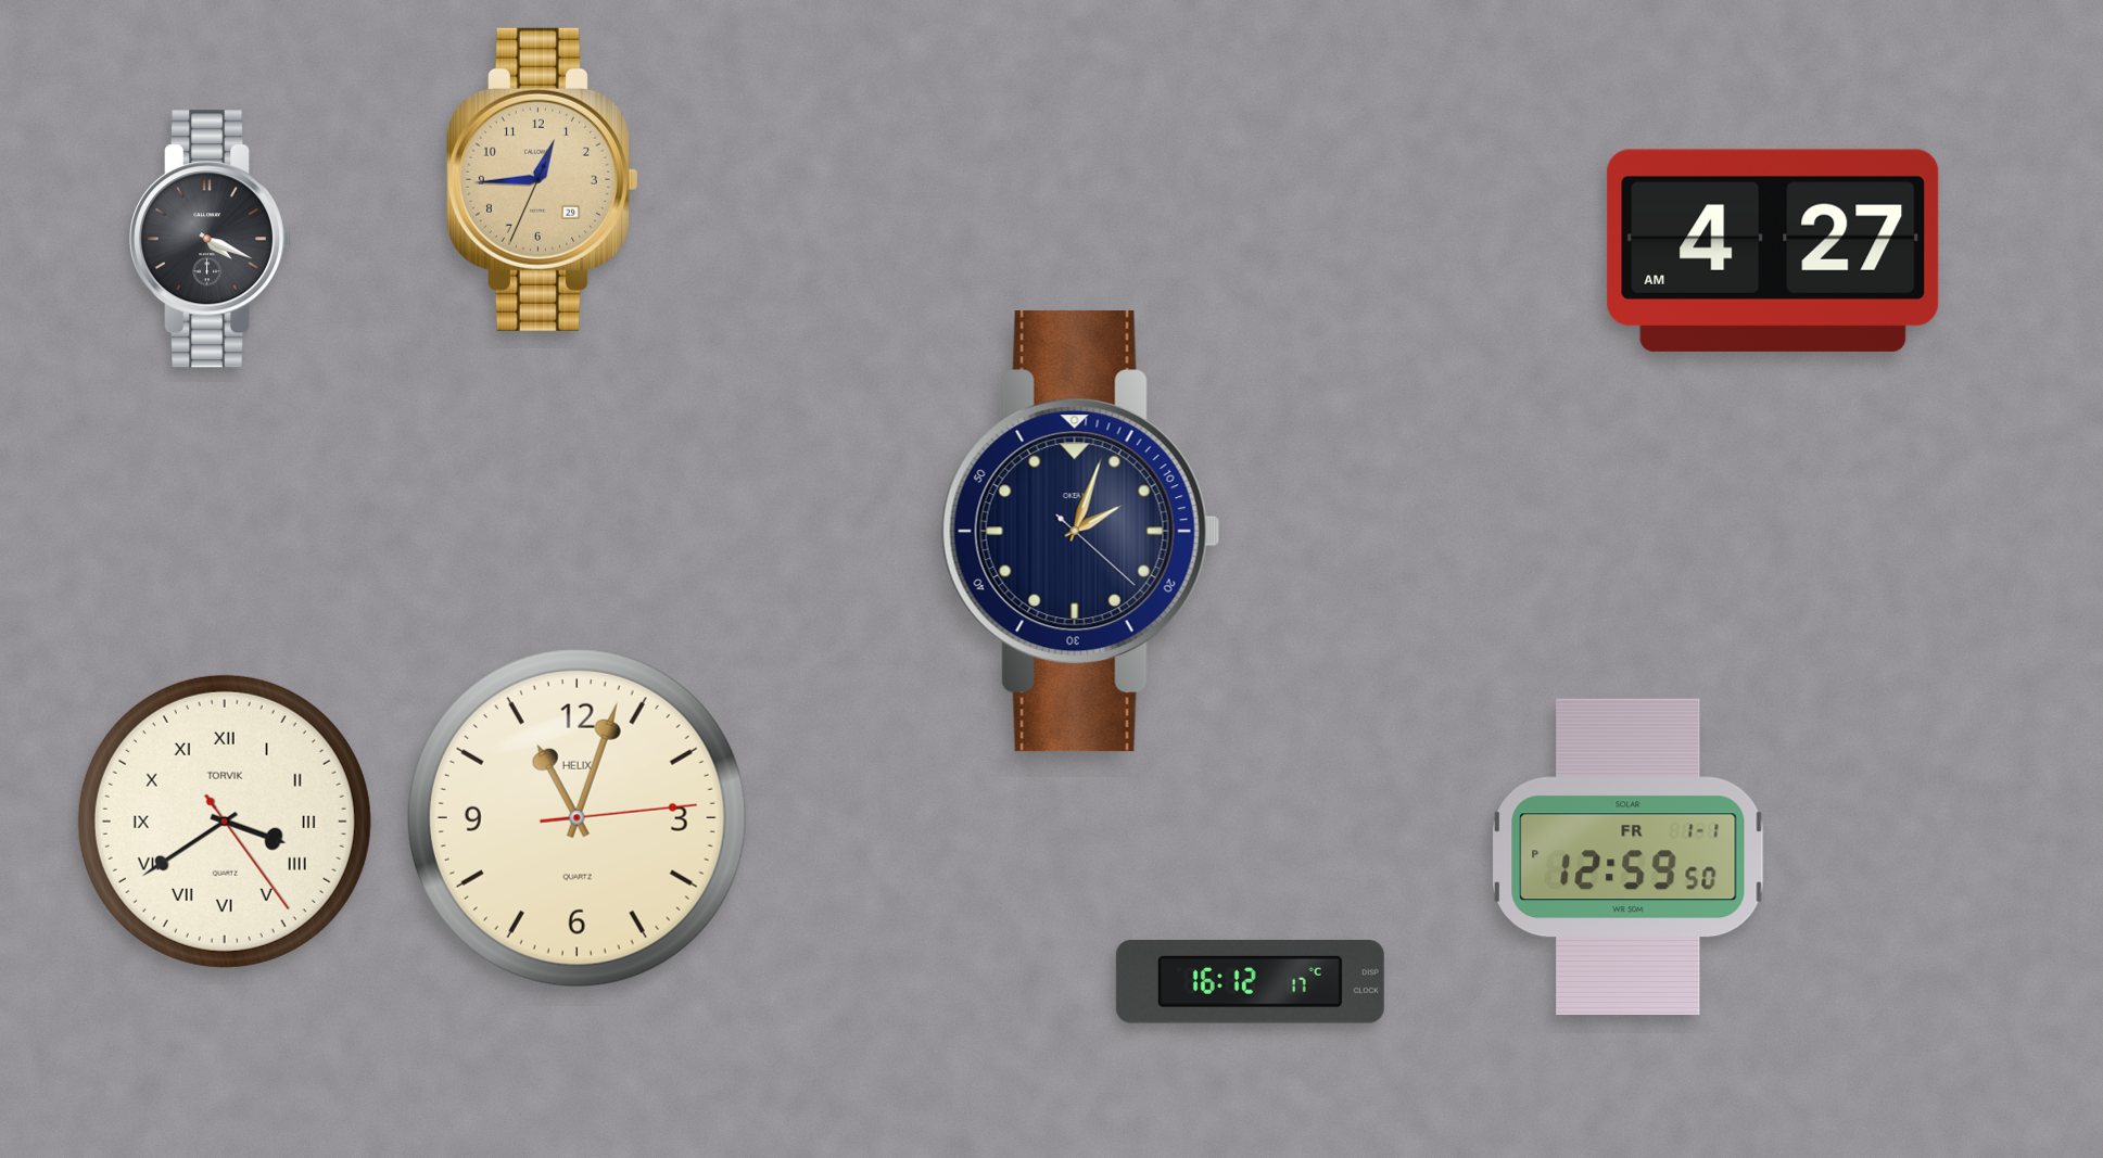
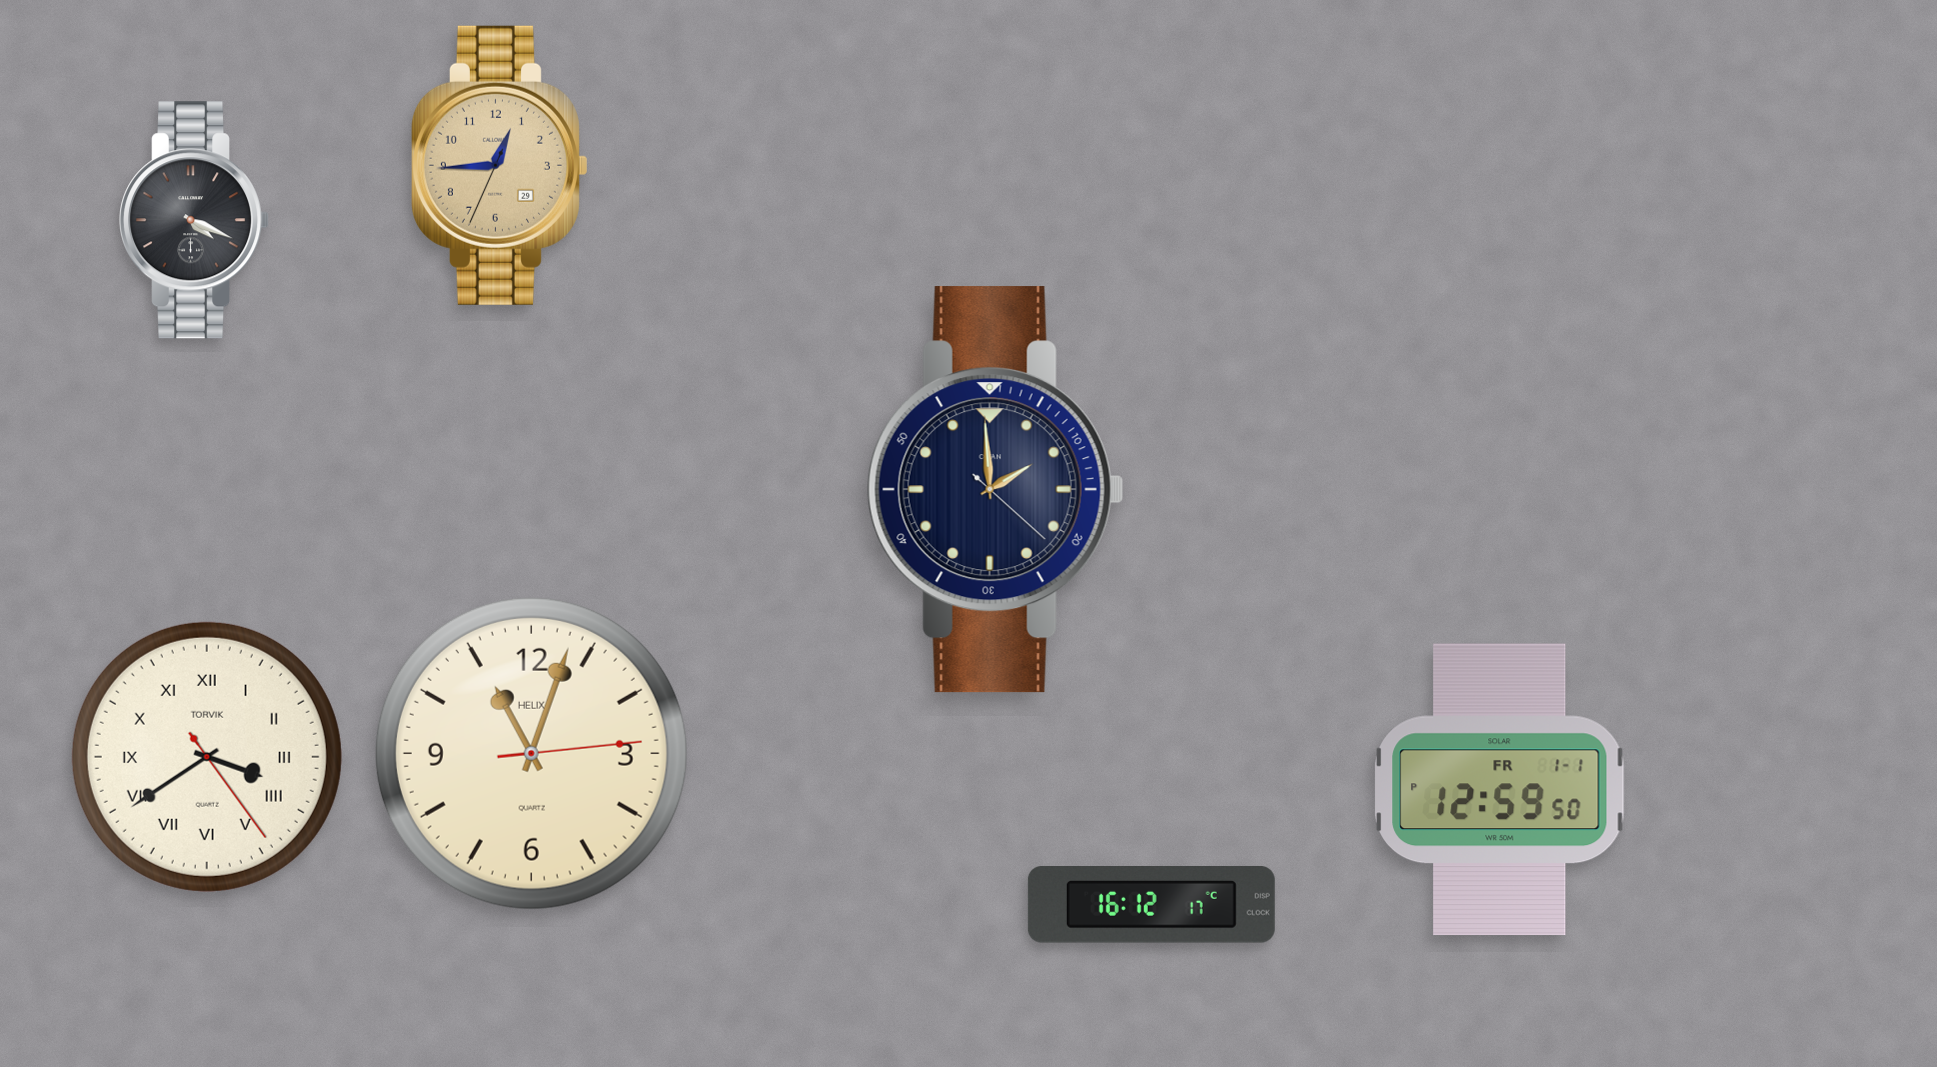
clock at (1773, 251): 4:27 -> none
clock at (1080, 532): 2:03 -> 1:59
